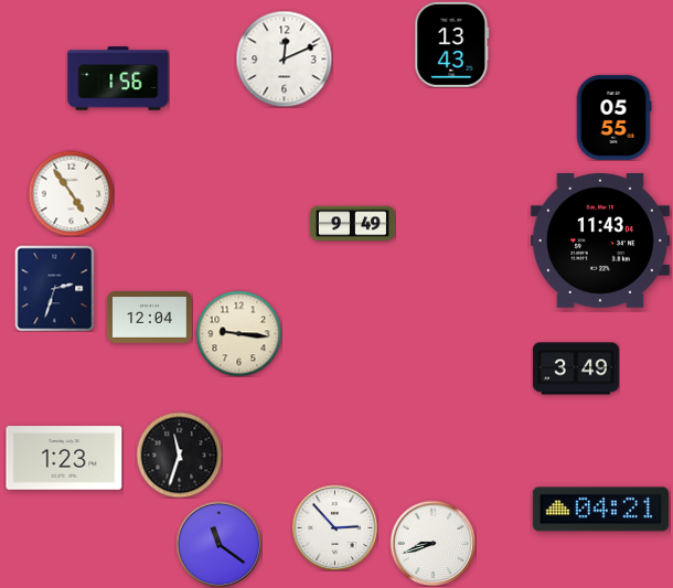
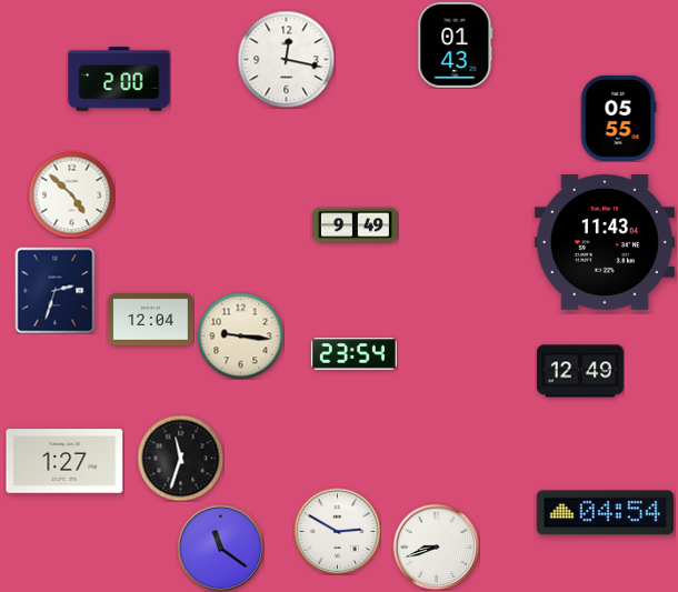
clock at (452, 44): 13:43 -> 01:43
clock at (284, 58): 12:11 -> 12:17
clock at (118, 78): 1:56 -> 2:00
clock at (71, 193): 4:54 -> 4:52
clock at (353, 354): none -> 23:54
clock at (576, 368): 3:49 -> 12:49
clock at (64, 458): 1:23 -> 1:27
clock at (600, 510): 04:21 -> 04:54
clock at (334, 527): 2:53 -> 2:50
